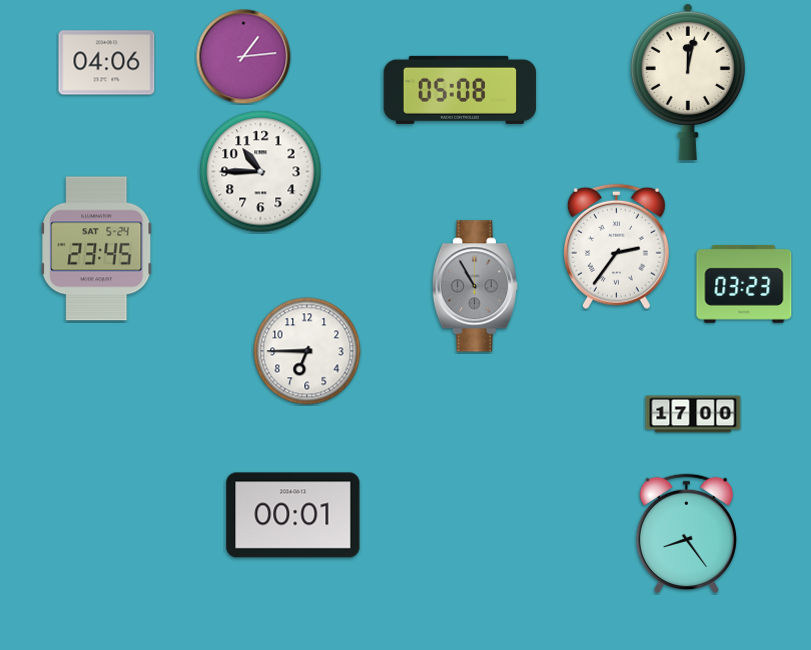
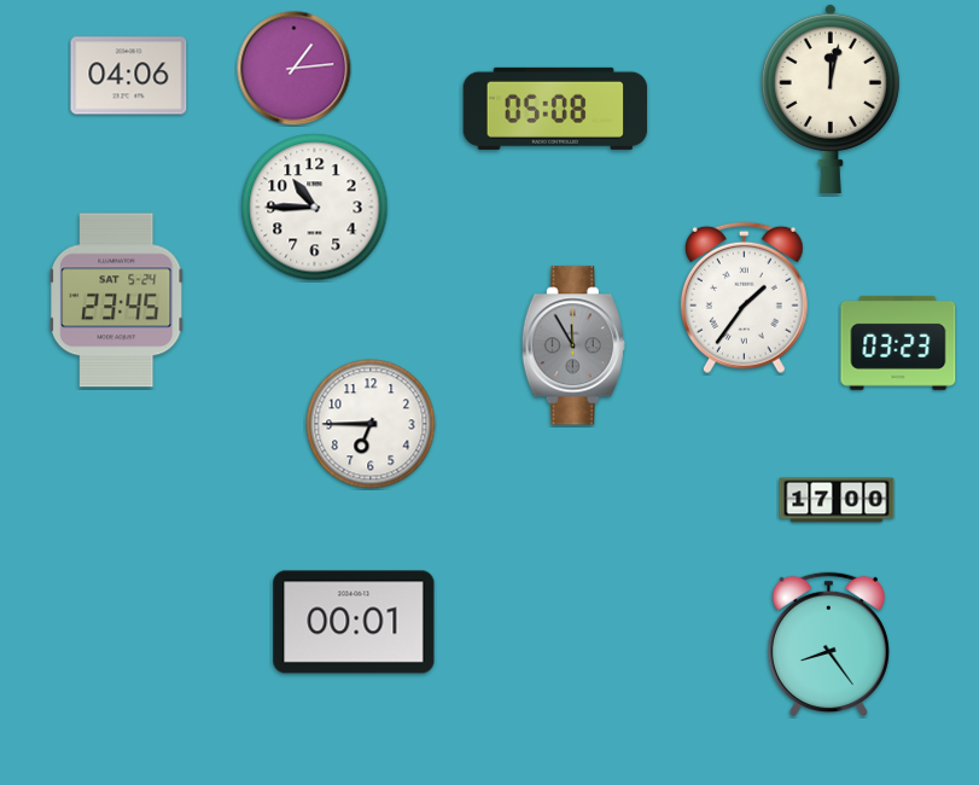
clock at (616, 247): 2:36 -> 1:36
clock at (475, 286): 10:55 -> 11:55
